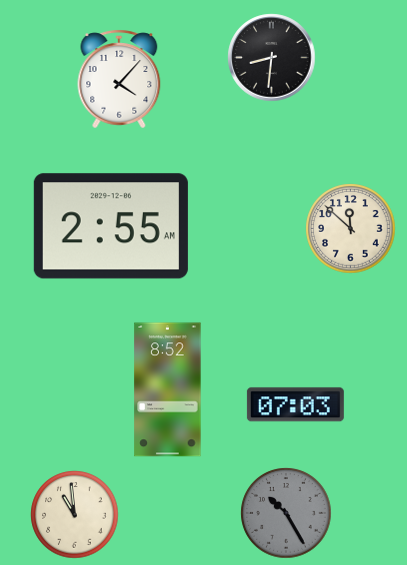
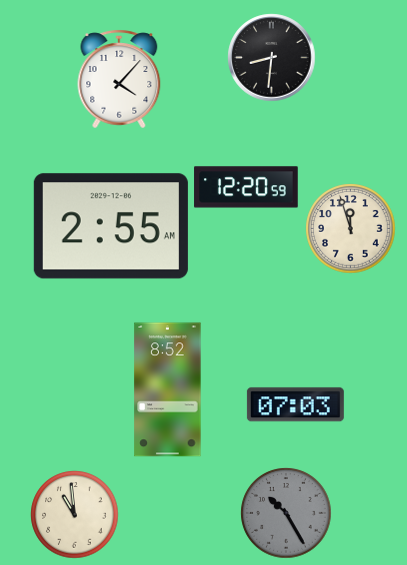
clock at (246, 187): none -> 12:20
clock at (350, 228): 11:52 -> 11:57
